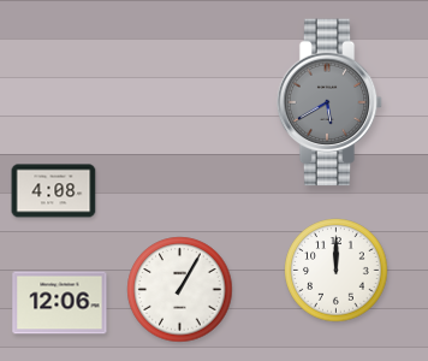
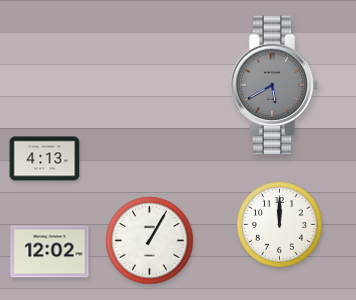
clock at (54, 191): 4:08 -> 4:13
clock at (60, 303): 12:06 -> 12:02
